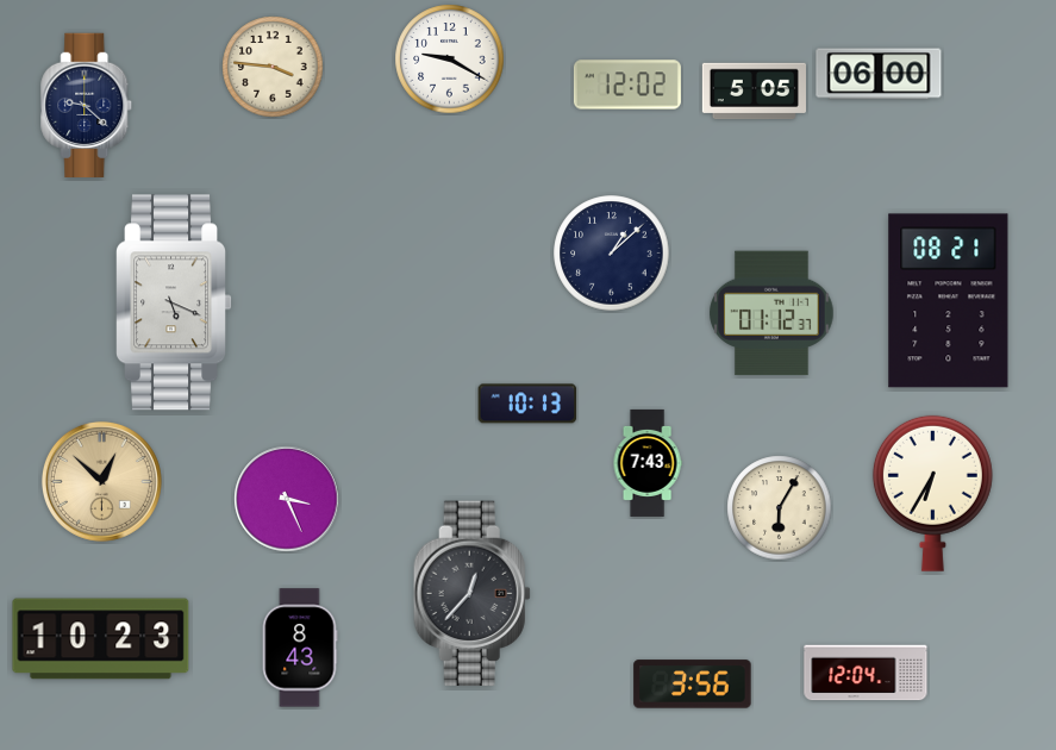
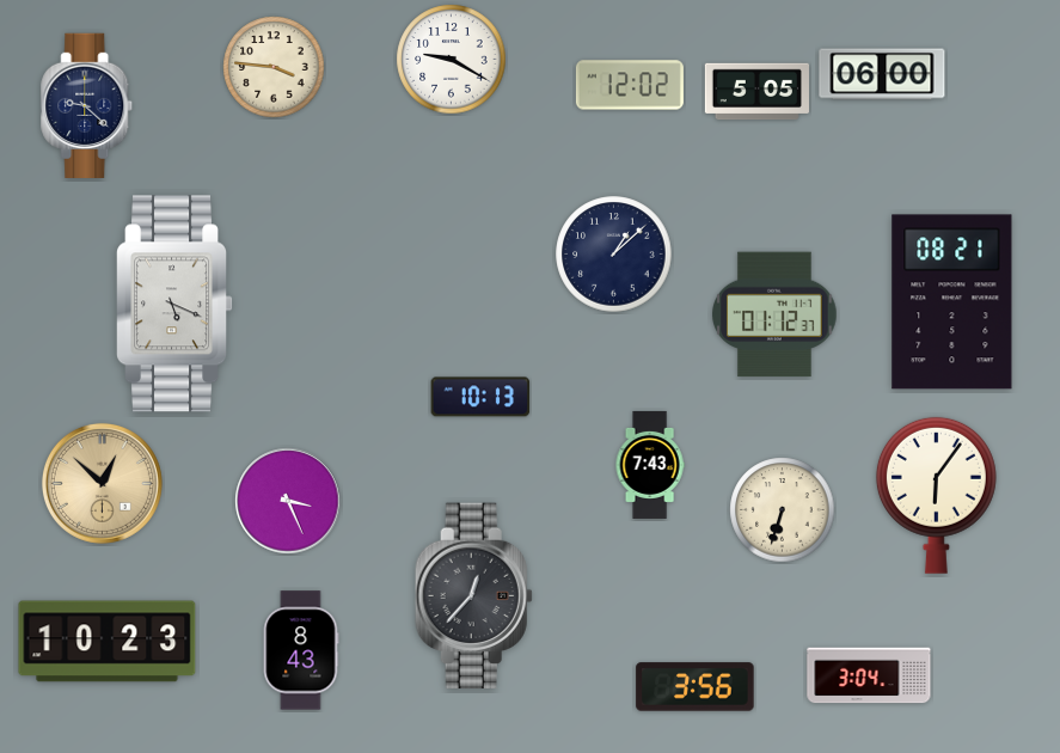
clock at (527, 404) position: (527, 404) -> (480, 397)
clock at (932, 493): 6:35 -> 6:06
clock at (780, 508): 6:05 -> 6:33
clock at (101, 639) position: (101, 639) -> (108, 642)
clock at (866, 673): 12:04 -> 3:04
